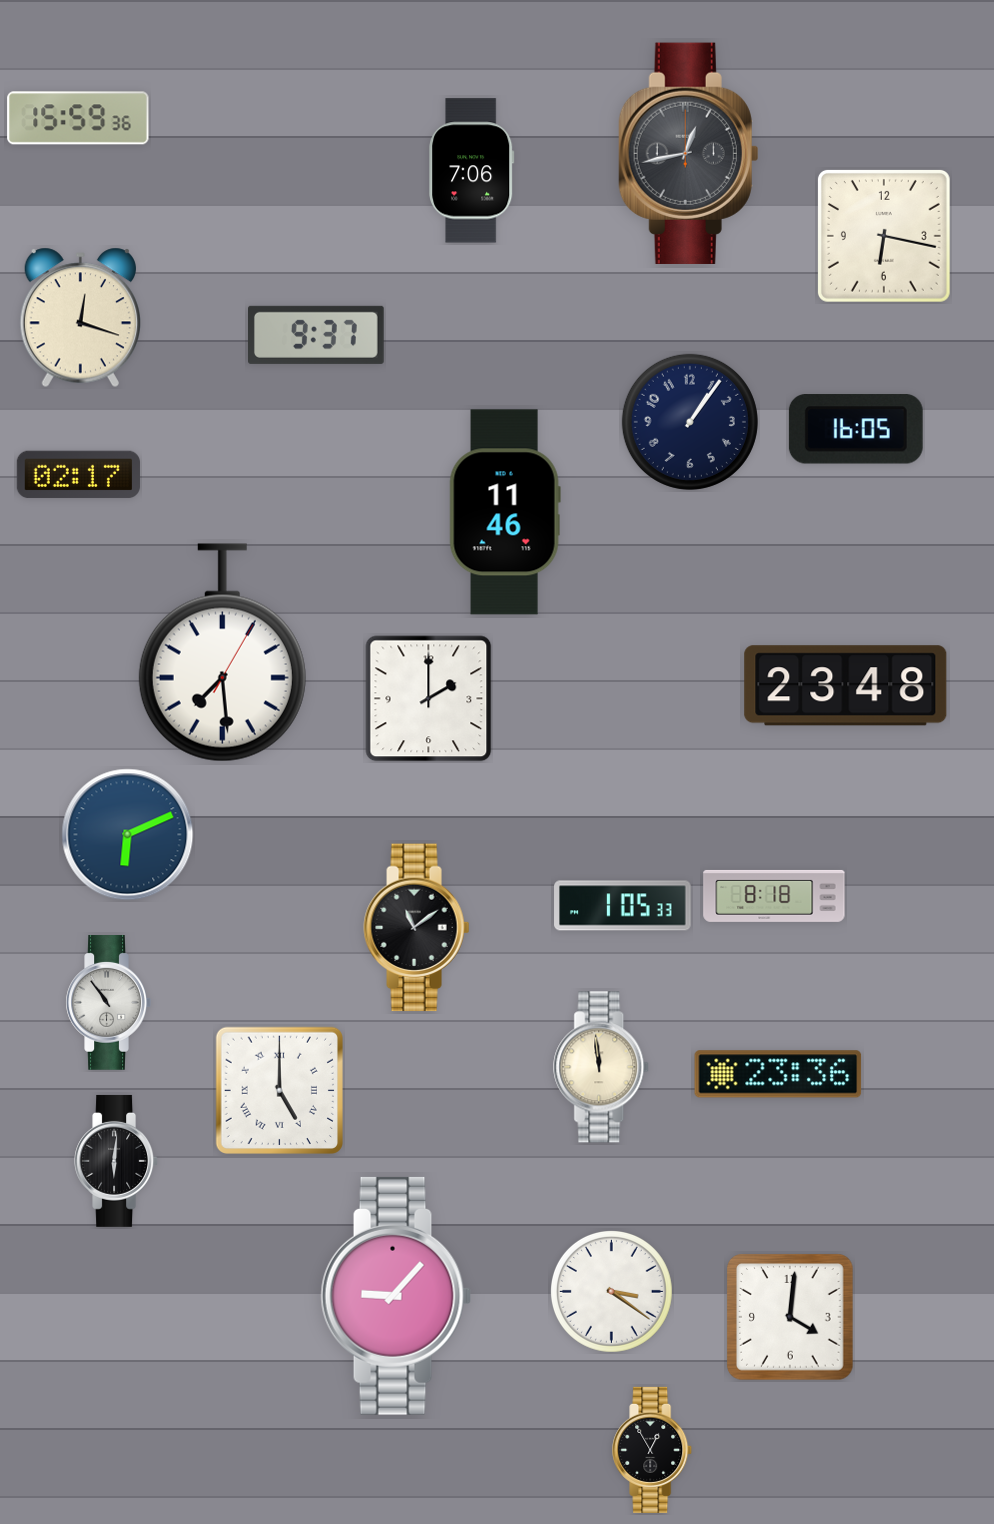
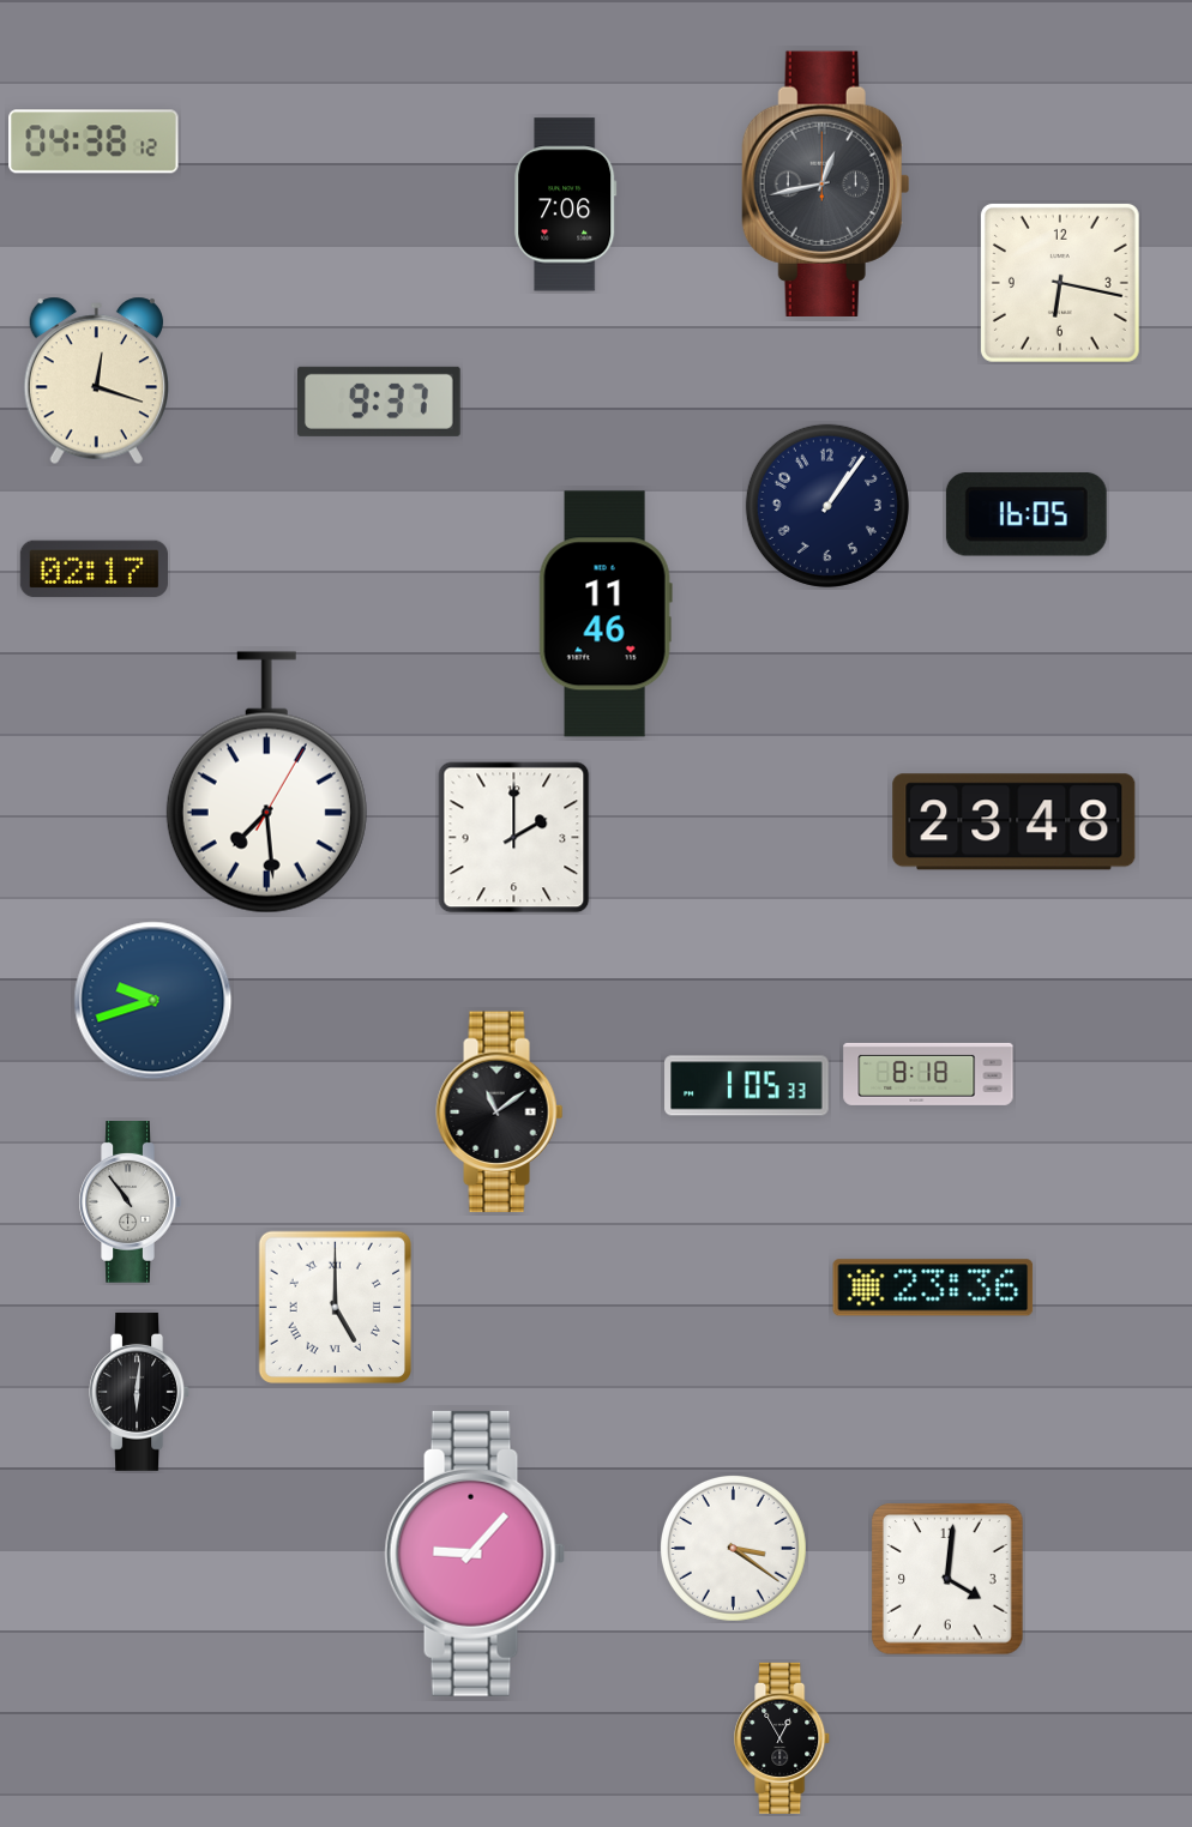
clock at (78, 118): 15:59 -> 04:38
clock at (128, 835): 6:11 -> 9:42
clock at (602, 1067): 11:59 -> none
